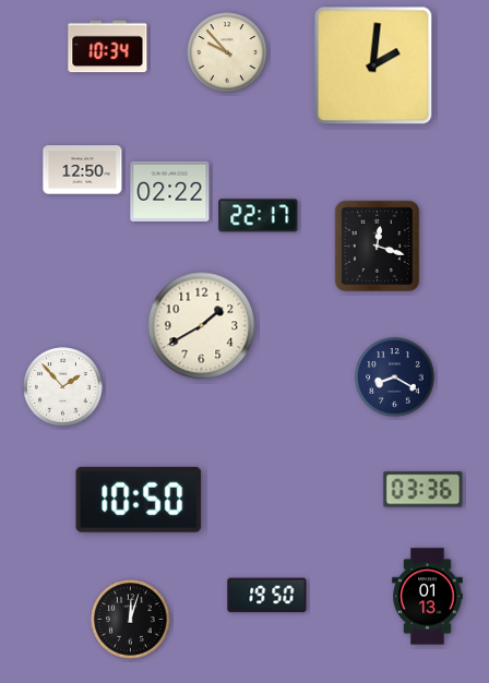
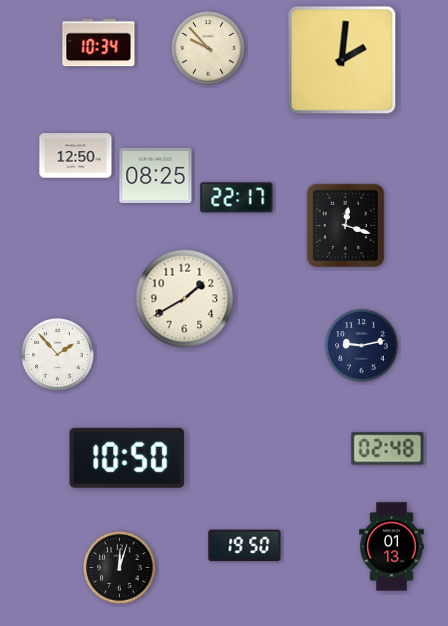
clock at (170, 191): 02:22 -> 08:25
clock at (395, 378): 8:20 -> 9:13
clock at (424, 490): 03:36 -> 02:48
